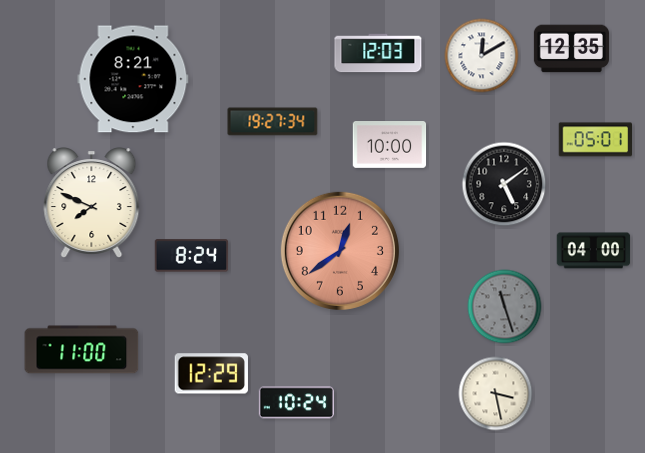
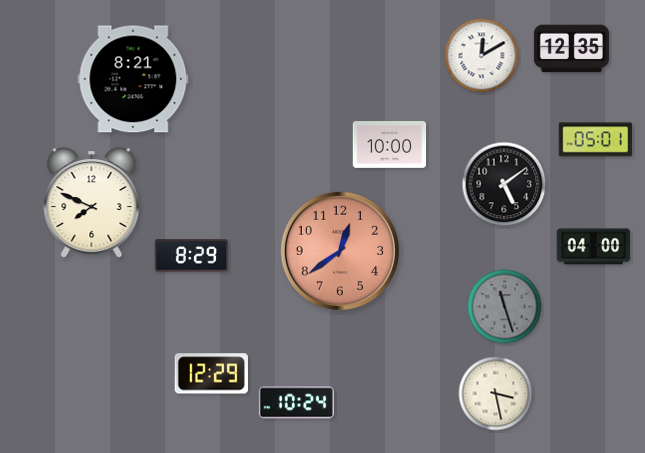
clock at (378, 53): 12:03 -> none
clock at (273, 122): 19:27 -> none
clock at (594, 251) position: (594, 251) -> (594, 247)
clock at (192, 256): 8:24 -> 8:29
clock at (82, 350): 11:00 -> none
